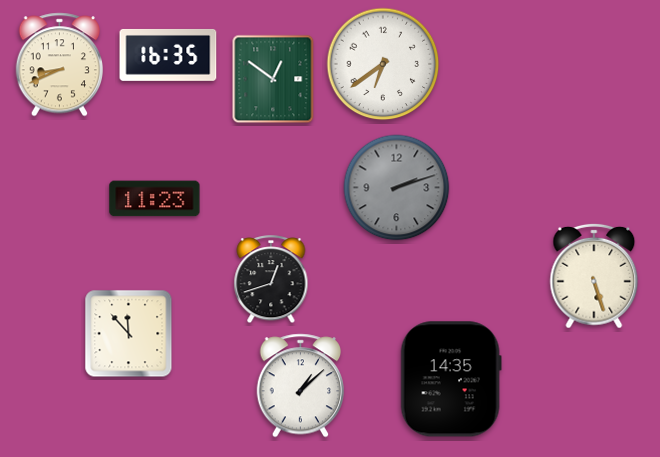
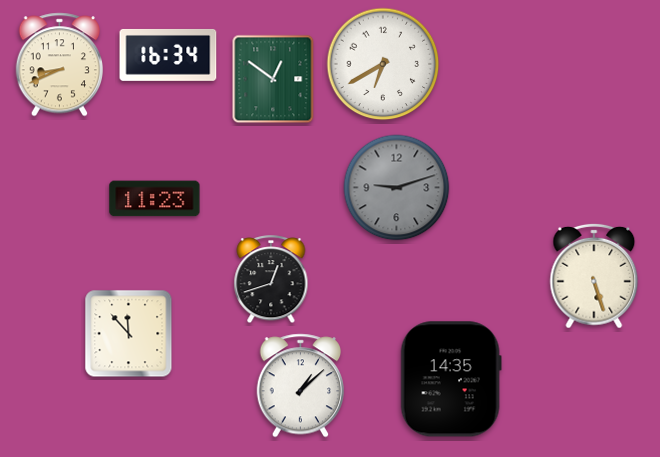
clock at (168, 55): 16:35 -> 16:34
clock at (383, 64): 6:39 -> 6:40
clock at (397, 188): 2:12 -> 9:12
